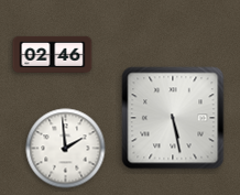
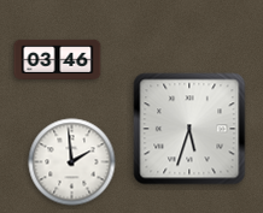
clock at (53, 54): 02:46 -> 03:46
clock at (173, 118): 5:28 -> 5:33
